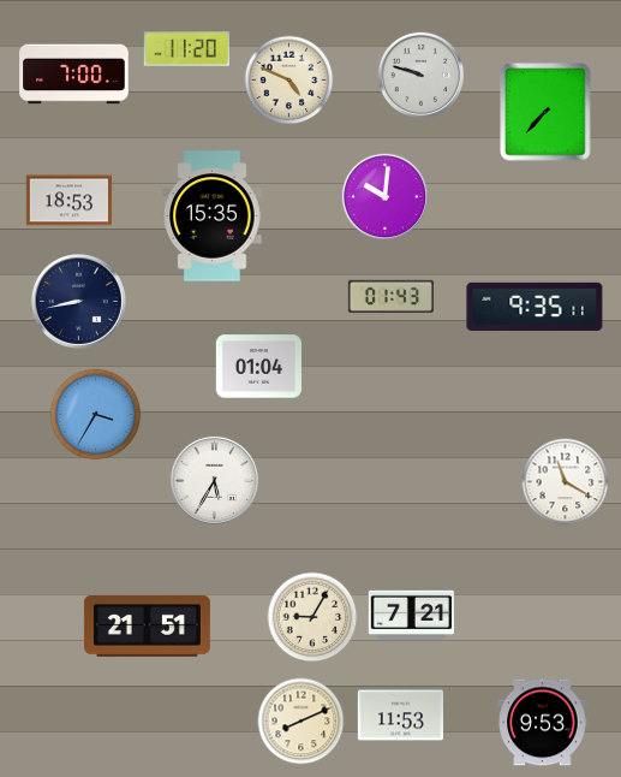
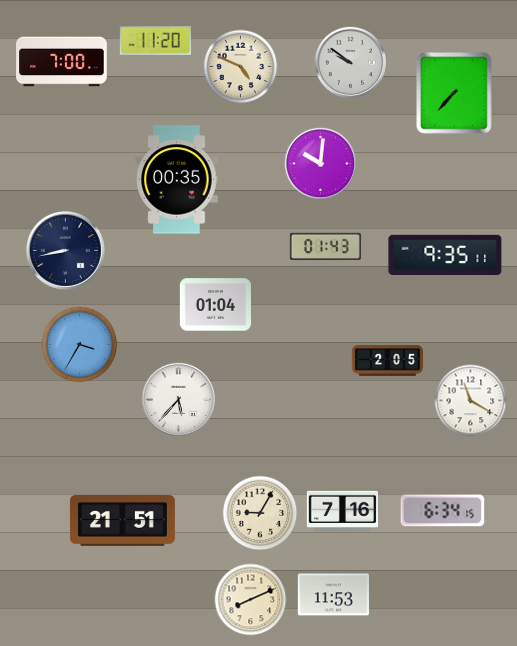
clock at (420, 75): 9:48 -> 9:51
clock at (68, 201): 18:53 -> none
clock at (213, 217): 15:35 -> 00:35
clock at (388, 361): none -> 2:05
clock at (214, 480): 5:35 -> 5:37
clock at (411, 615): 7:21 -> 7:16
clock at (443, 511): none -> 6:34
clock at (543, 723): 9:53 -> none
